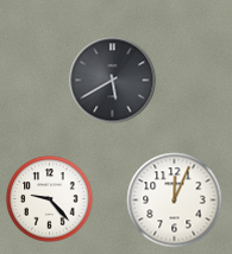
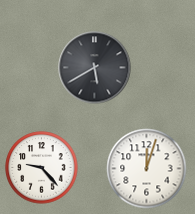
clock at (175, 201): 12:04 -> 12:03
